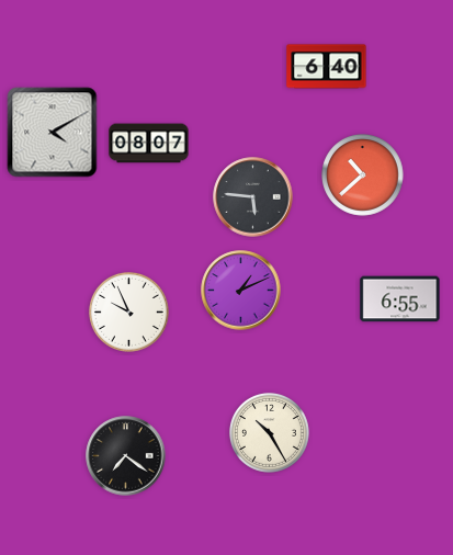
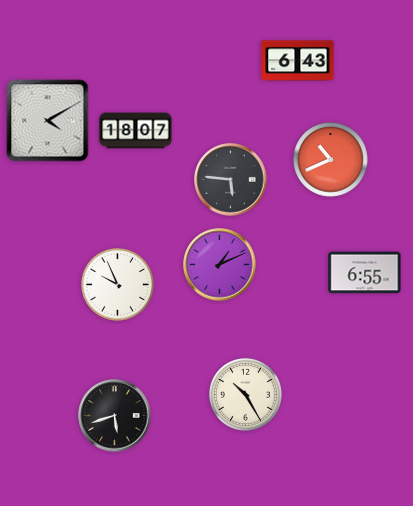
clock at (327, 67): 6:40 -> 6:43
clock at (149, 144): 08:07 -> 18:07
clock at (363, 175): 10:38 -> 10:41
clock at (126, 456): 7:21 -> 5:42
